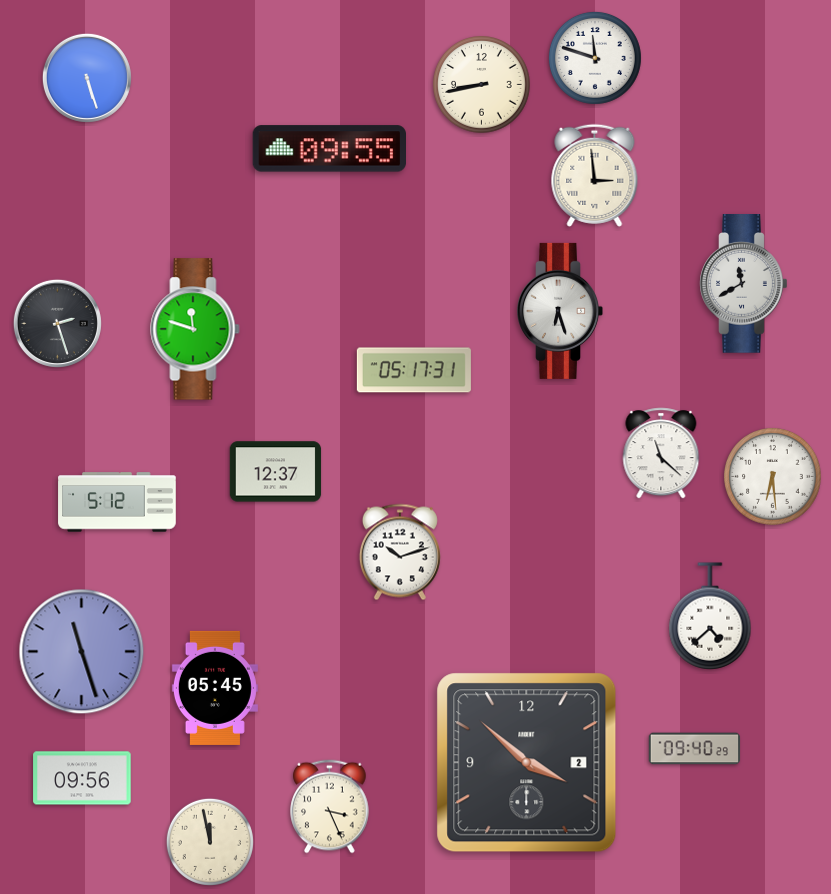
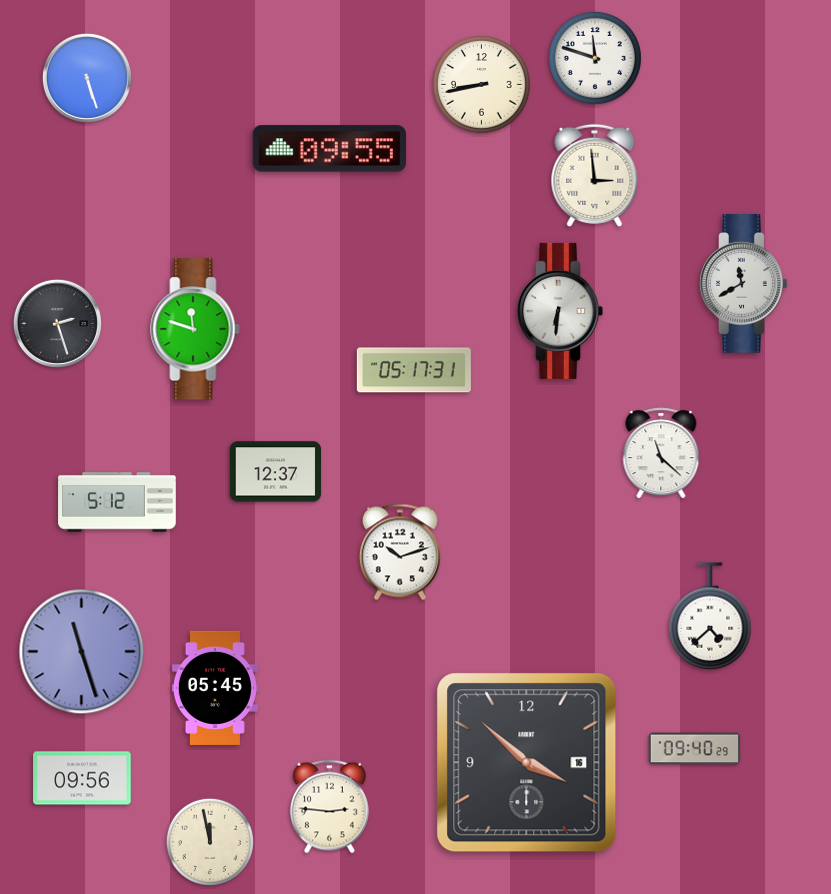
clock at (560, 311): 6:27 -> 6:31
clock at (773, 477): 6:29 -> none
clock at (527, 763) date: 2 -> 16
clock at (330, 807): 3:26 -> 2:46
